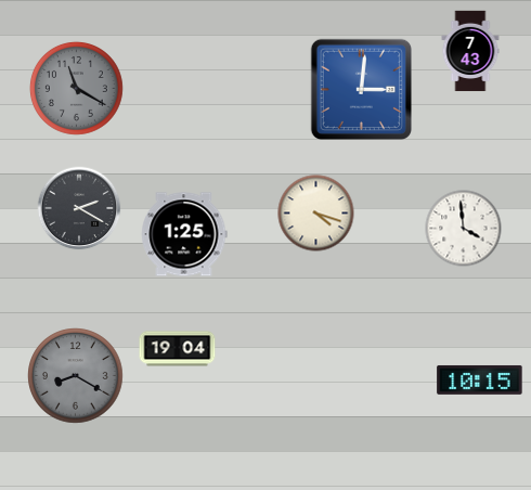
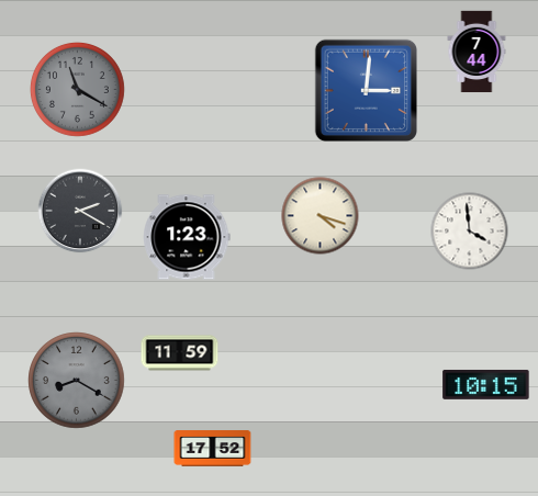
clock at (470, 51): 7:43 -> 7:44
clock at (184, 234): 1:25 -> 1:23
clock at (178, 349): 19:04 -> 11:59
clock at (213, 449): none -> 17:52
